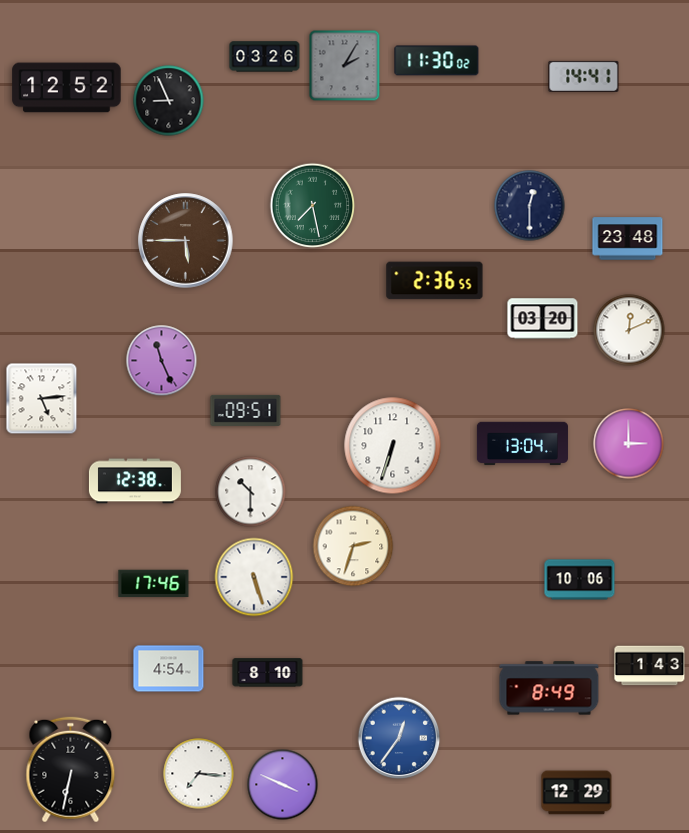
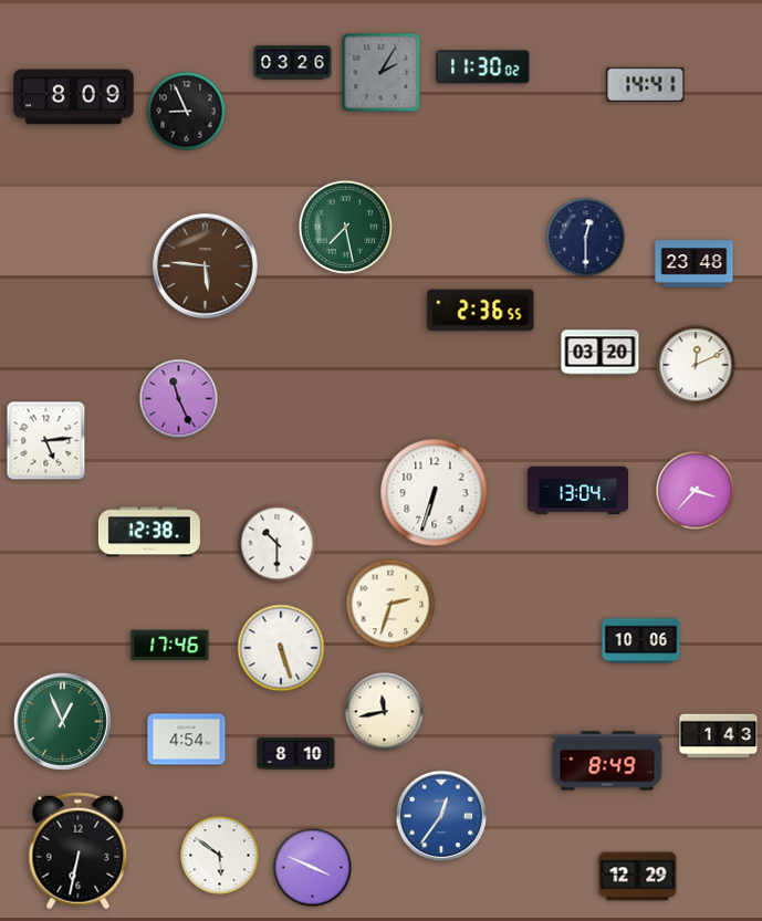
clock at (67, 88): 12:52 -> 8:09
clock at (530, 206) position: (530, 206) -> (586, 238)
clock at (186, 241): 5:45 -> 5:46
clock at (246, 410): 09:51 -> none
clock at (629, 444): 3:00 -> 3:37
clock at (254, 577) position: (254, 577) -> (281, 648)
clock at (385, 712): none -> 11:43
clock at (62, 721): none -> 12:56
clock at (268, 673) position: (268, 673) -> (296, 754)
clock at (199, 774): 7:16 -> 5:51
